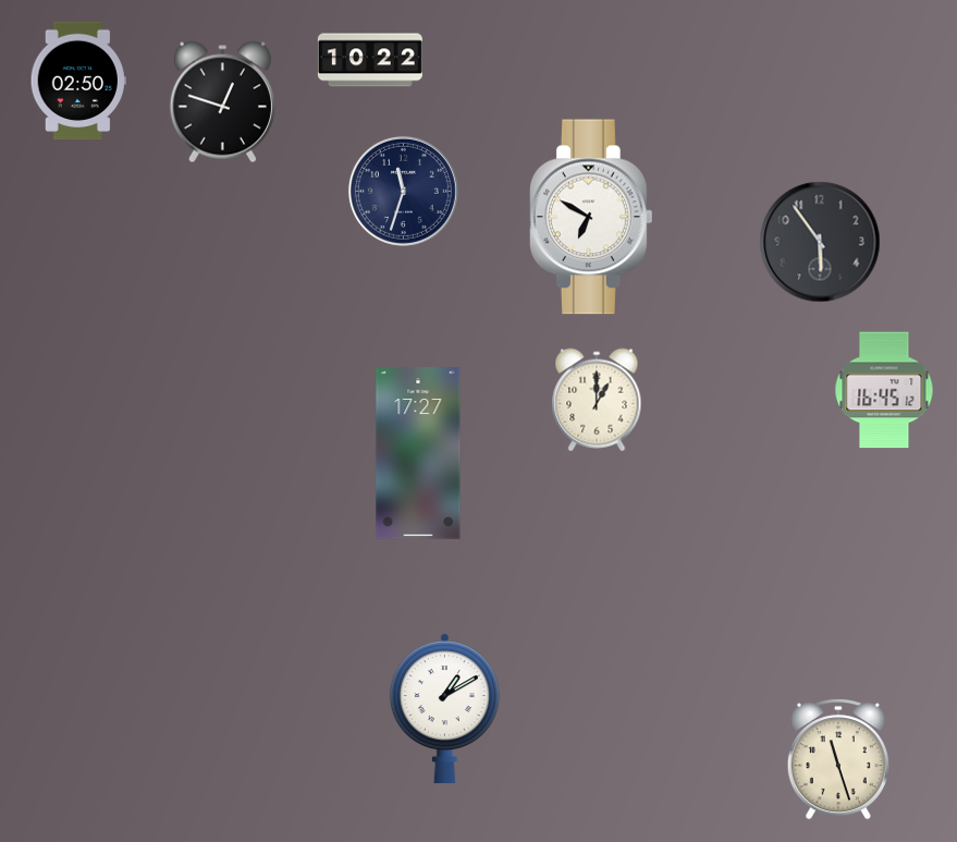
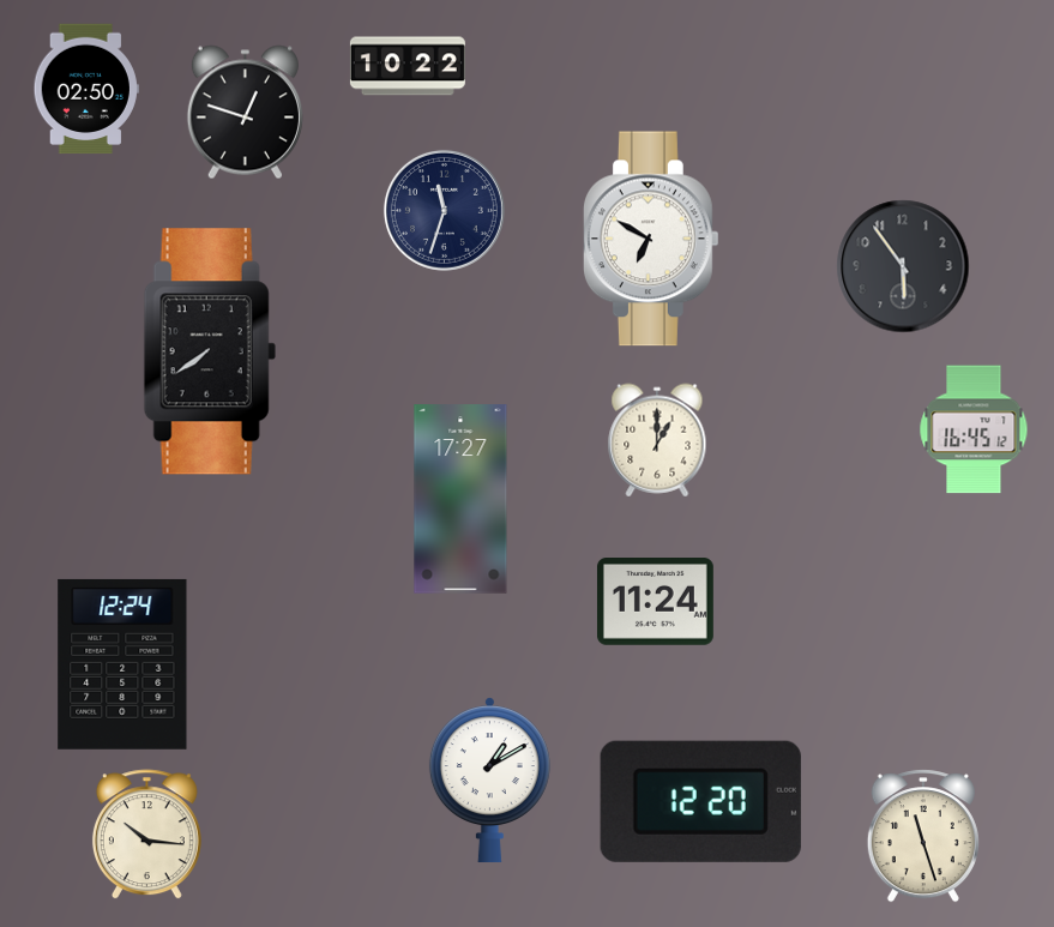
clock at (210, 351): none -> 7:39
clock at (655, 602): none -> 11:24
clock at (122, 664): none -> 12:24
clock at (700, 801): none -> 12:20
clock at (146, 835): none -> 10:16
